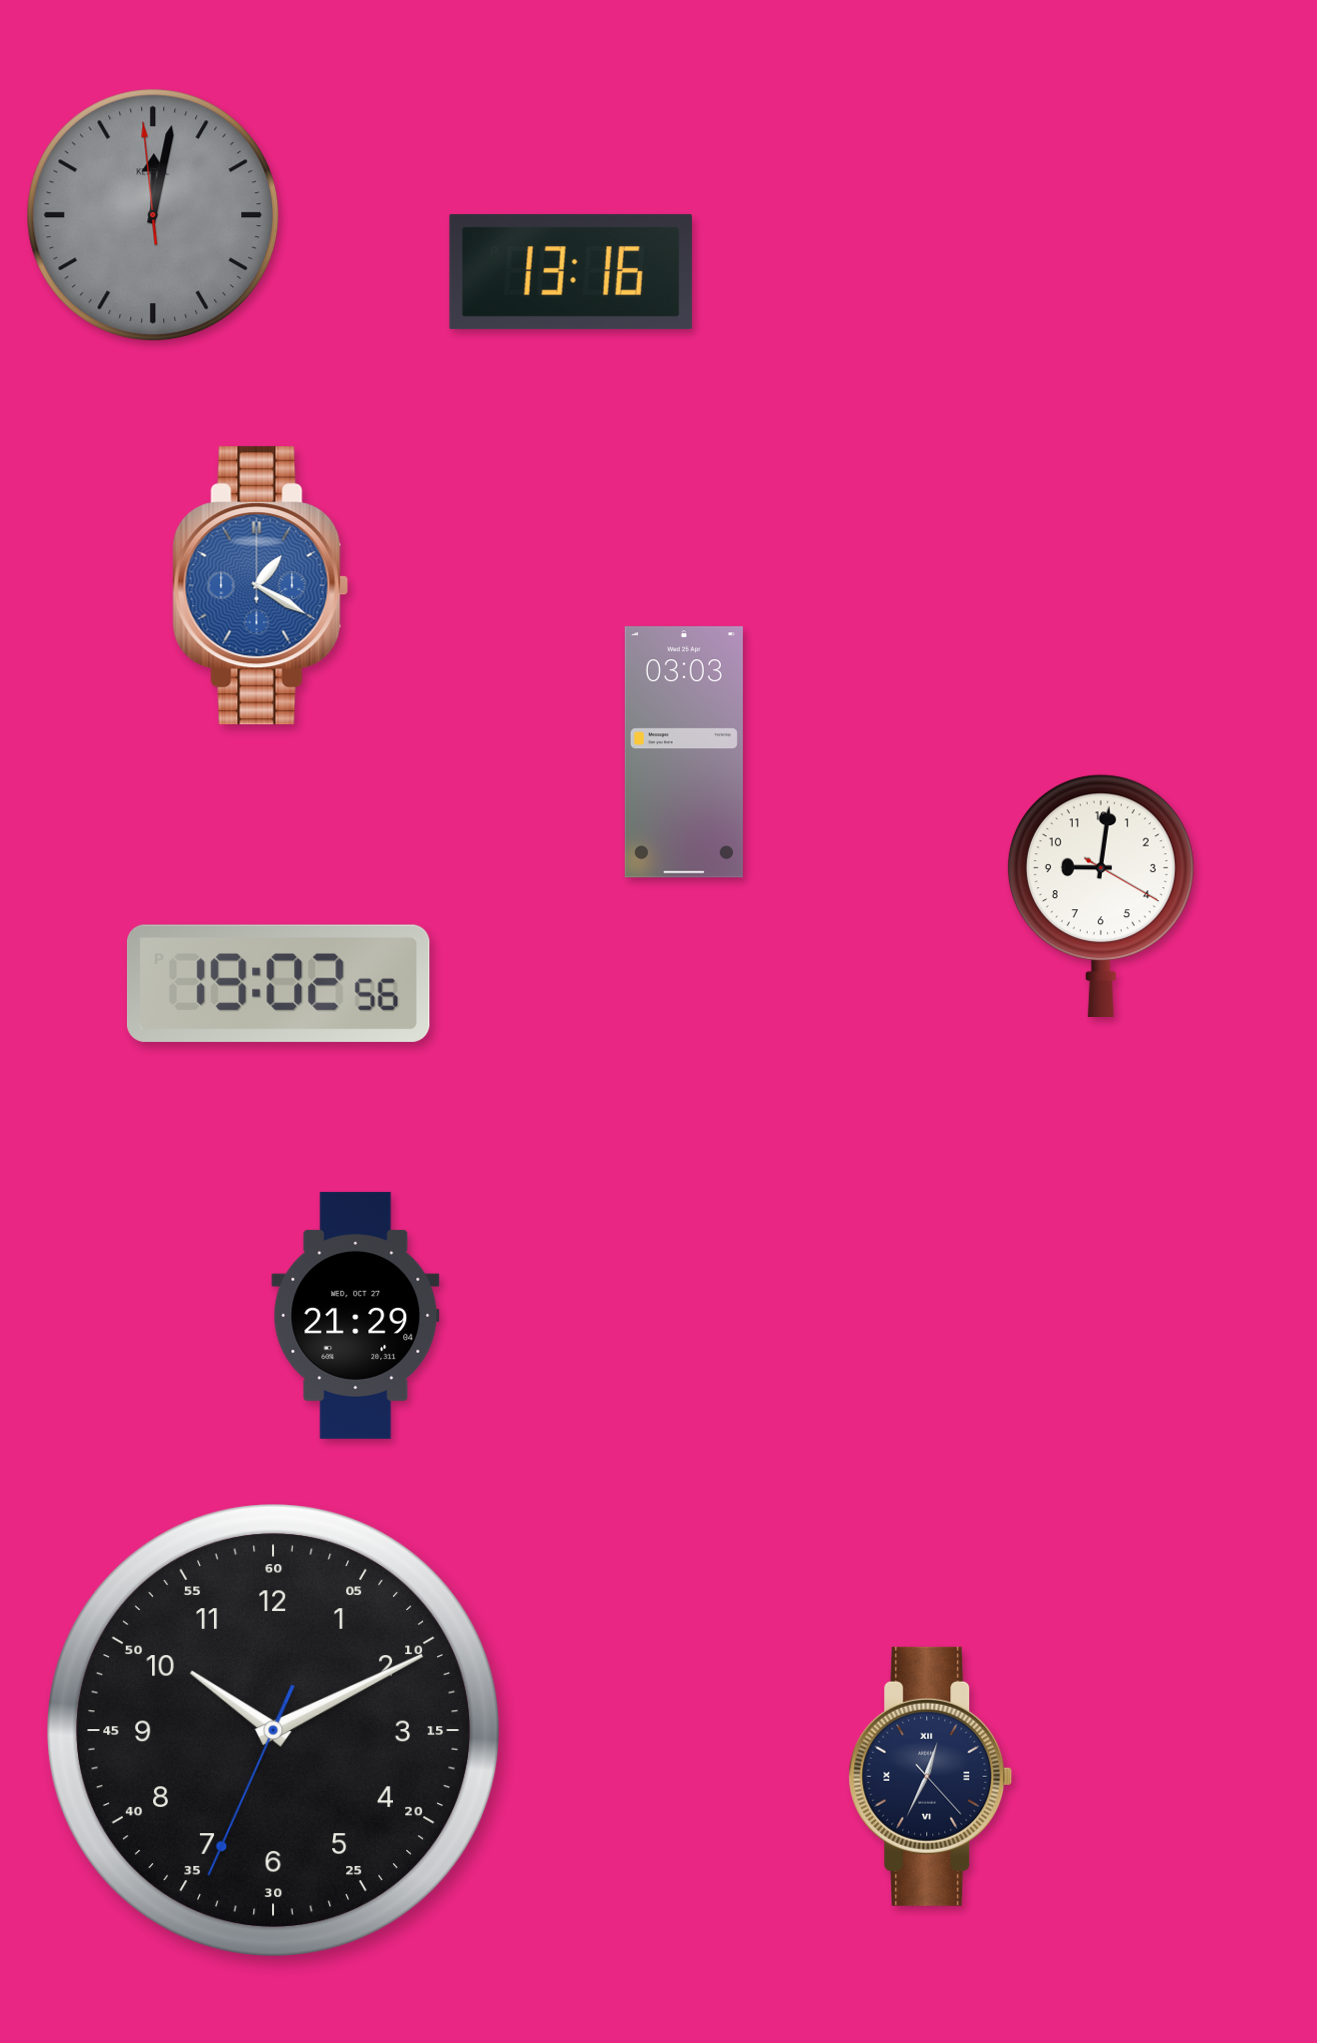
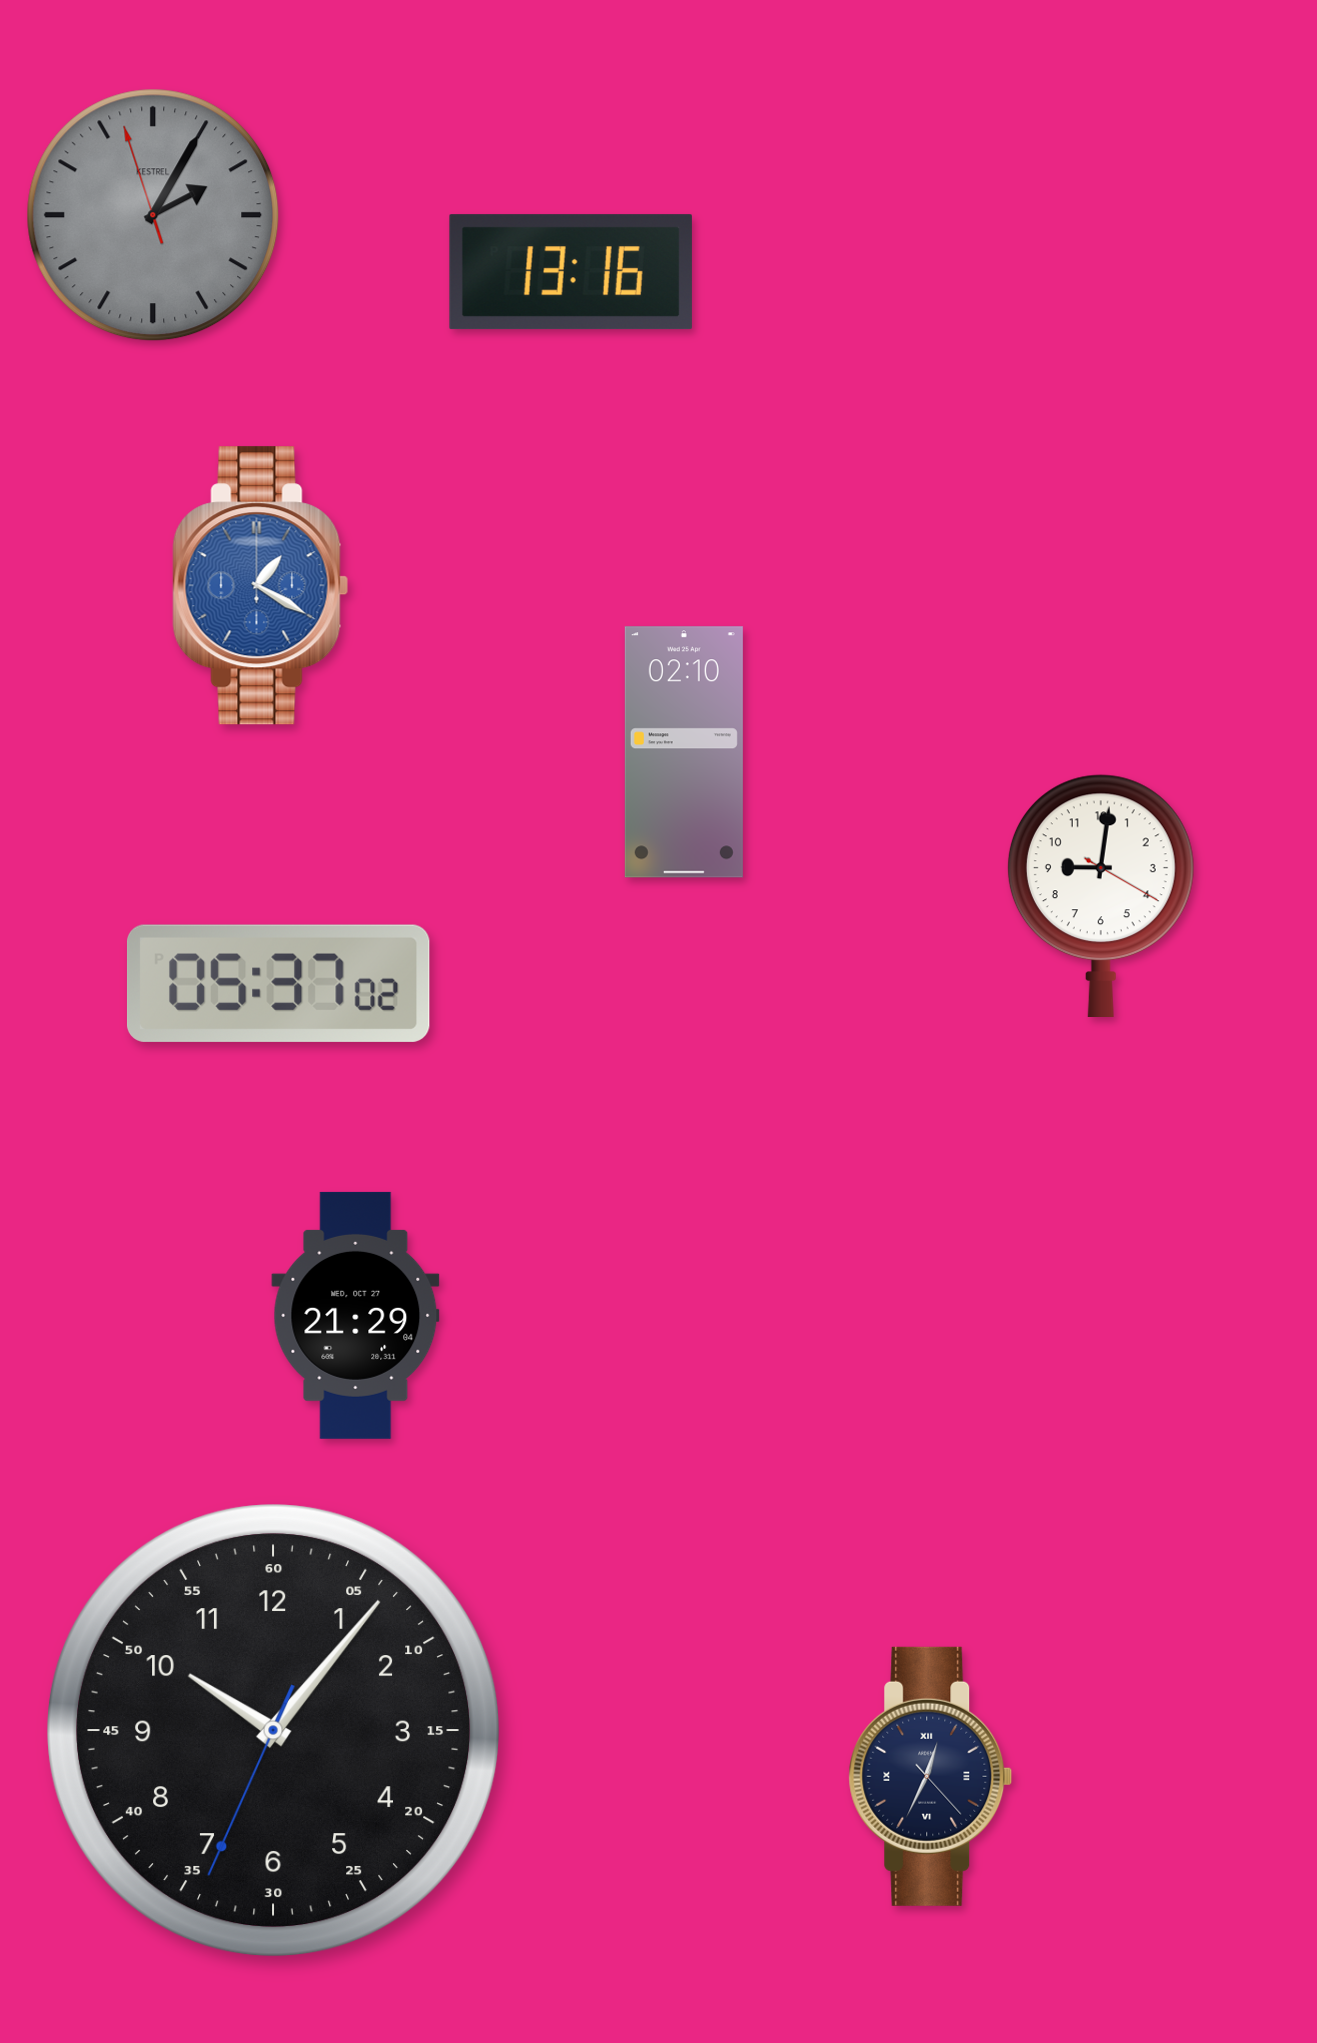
clock at (153, 215): 12:01 -> 2:04
clock at (684, 752): 03:03 -> 02:10
clock at (278, 983): 19:02 -> 05:37
clock at (274, 1731): 10:10 -> 10:06
